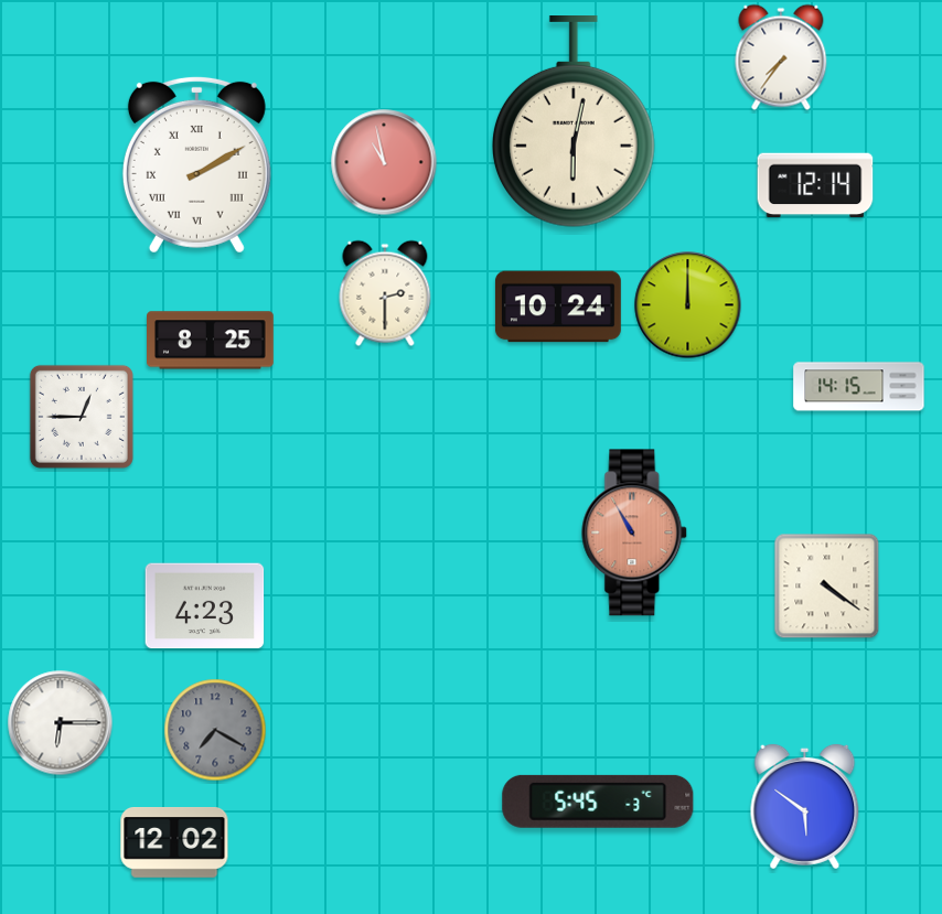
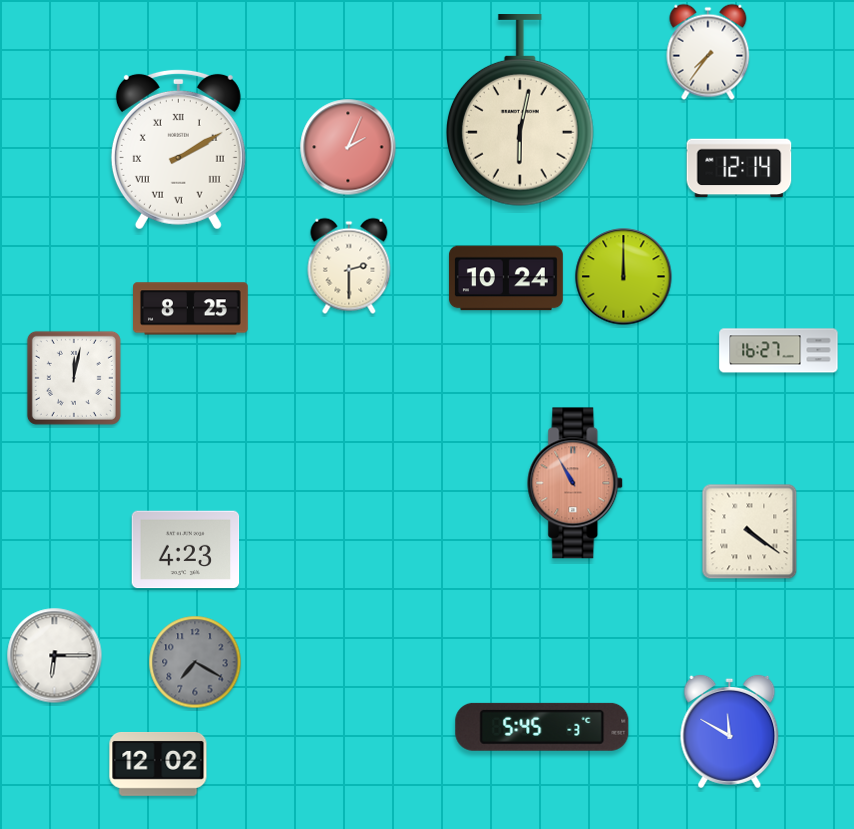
clock at (384, 162): 10:58 -> 2:04
clock at (859, 387): 14:15 -> 16:27
clock at (82, 417): 12:45 -> 12:02
clock at (805, 806): 5:51 -> 11:50
